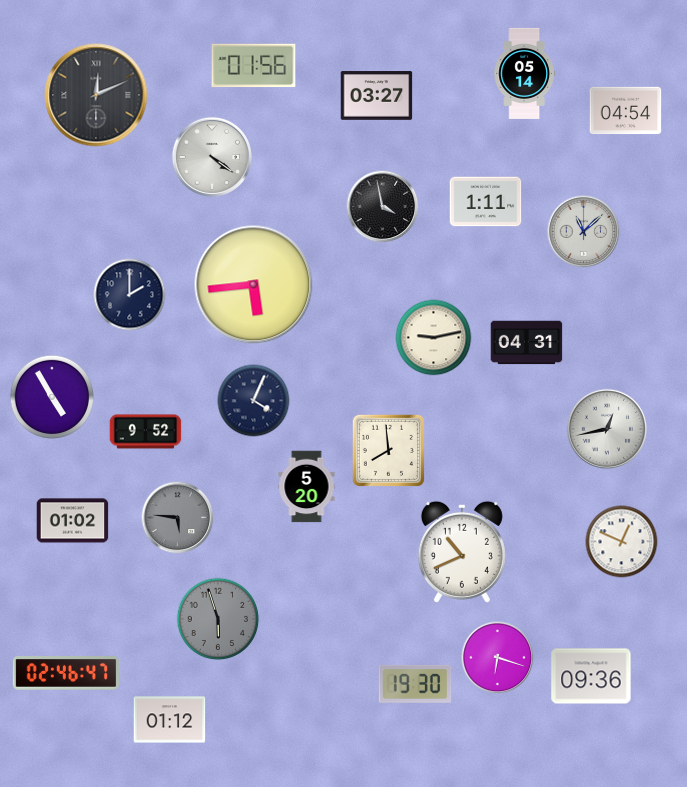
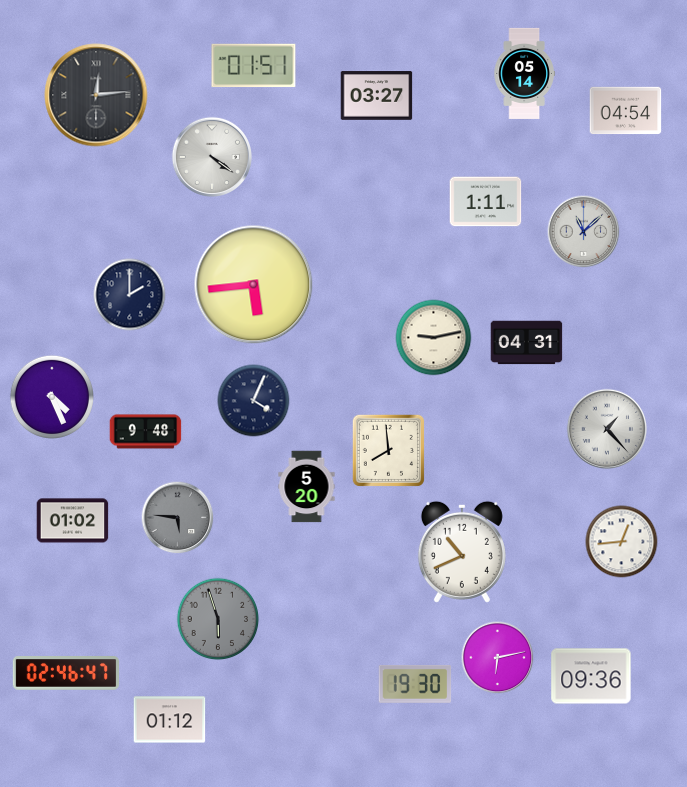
clock at (254, 66): 01:56 -> 01:51
clock at (96, 95): 12:11 -> 12:14
clock at (383, 207): 3:58 -> none
clock at (51, 396): 4:55 -> 4:26
clock at (606, 428): 12:43 -> 1:23
clock at (146, 432): 9:52 -> 9:48
clock at (622, 542): 12:49 -> 12:44
clock at (498, 658): 6:18 -> 6:13
